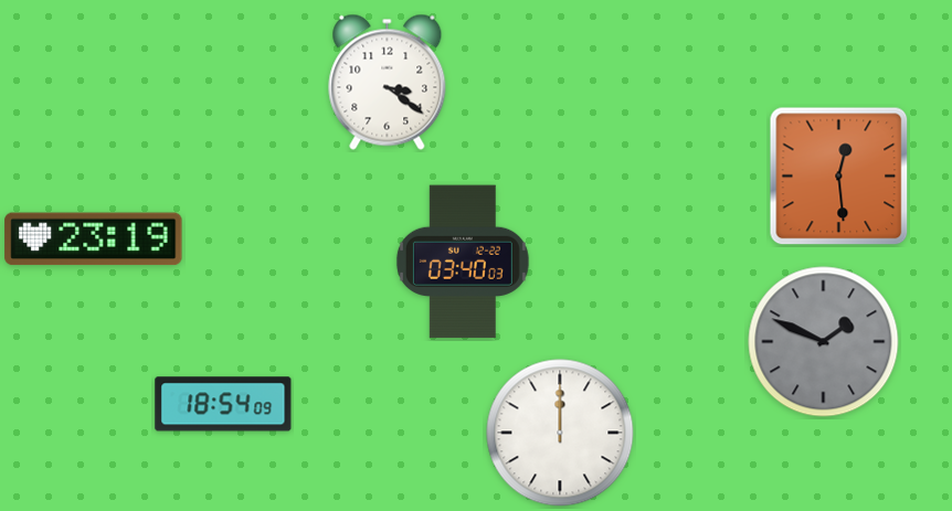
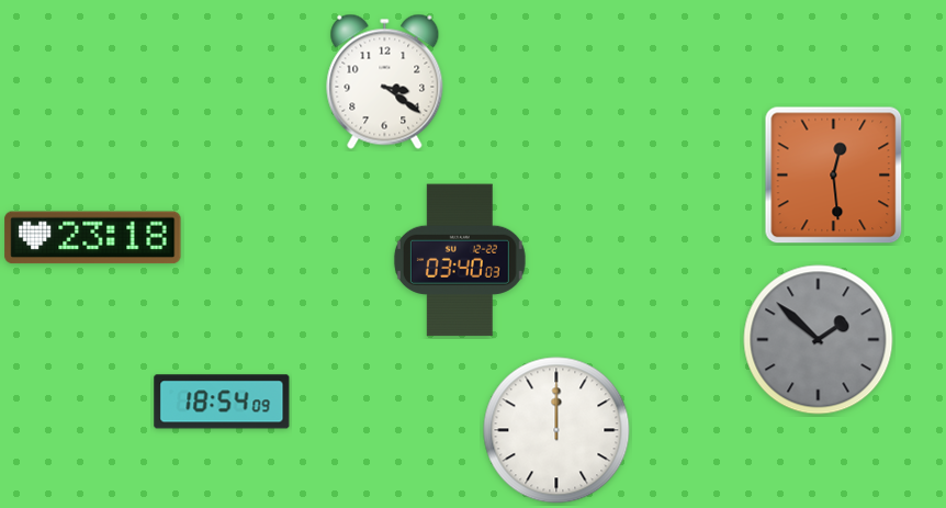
clock at (94, 239): 23:19 -> 23:18
clock at (824, 342): 1:49 -> 1:52
